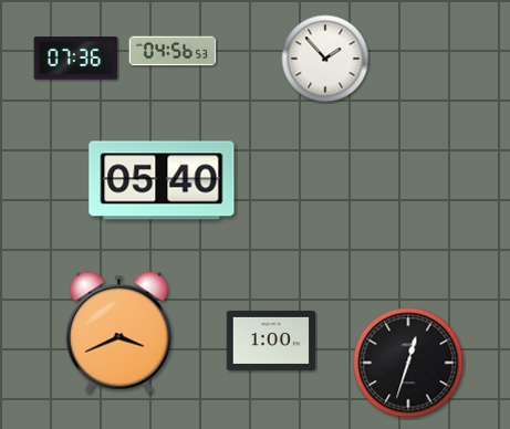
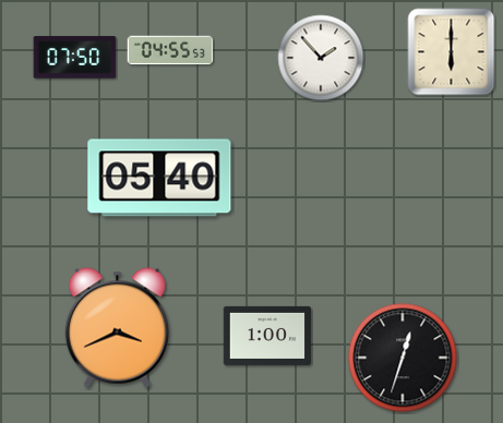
clock at (173, 51): 04:56 -> 04:55
clock at (452, 52): none -> 6:00
clock at (76, 59): 07:36 -> 07:50
